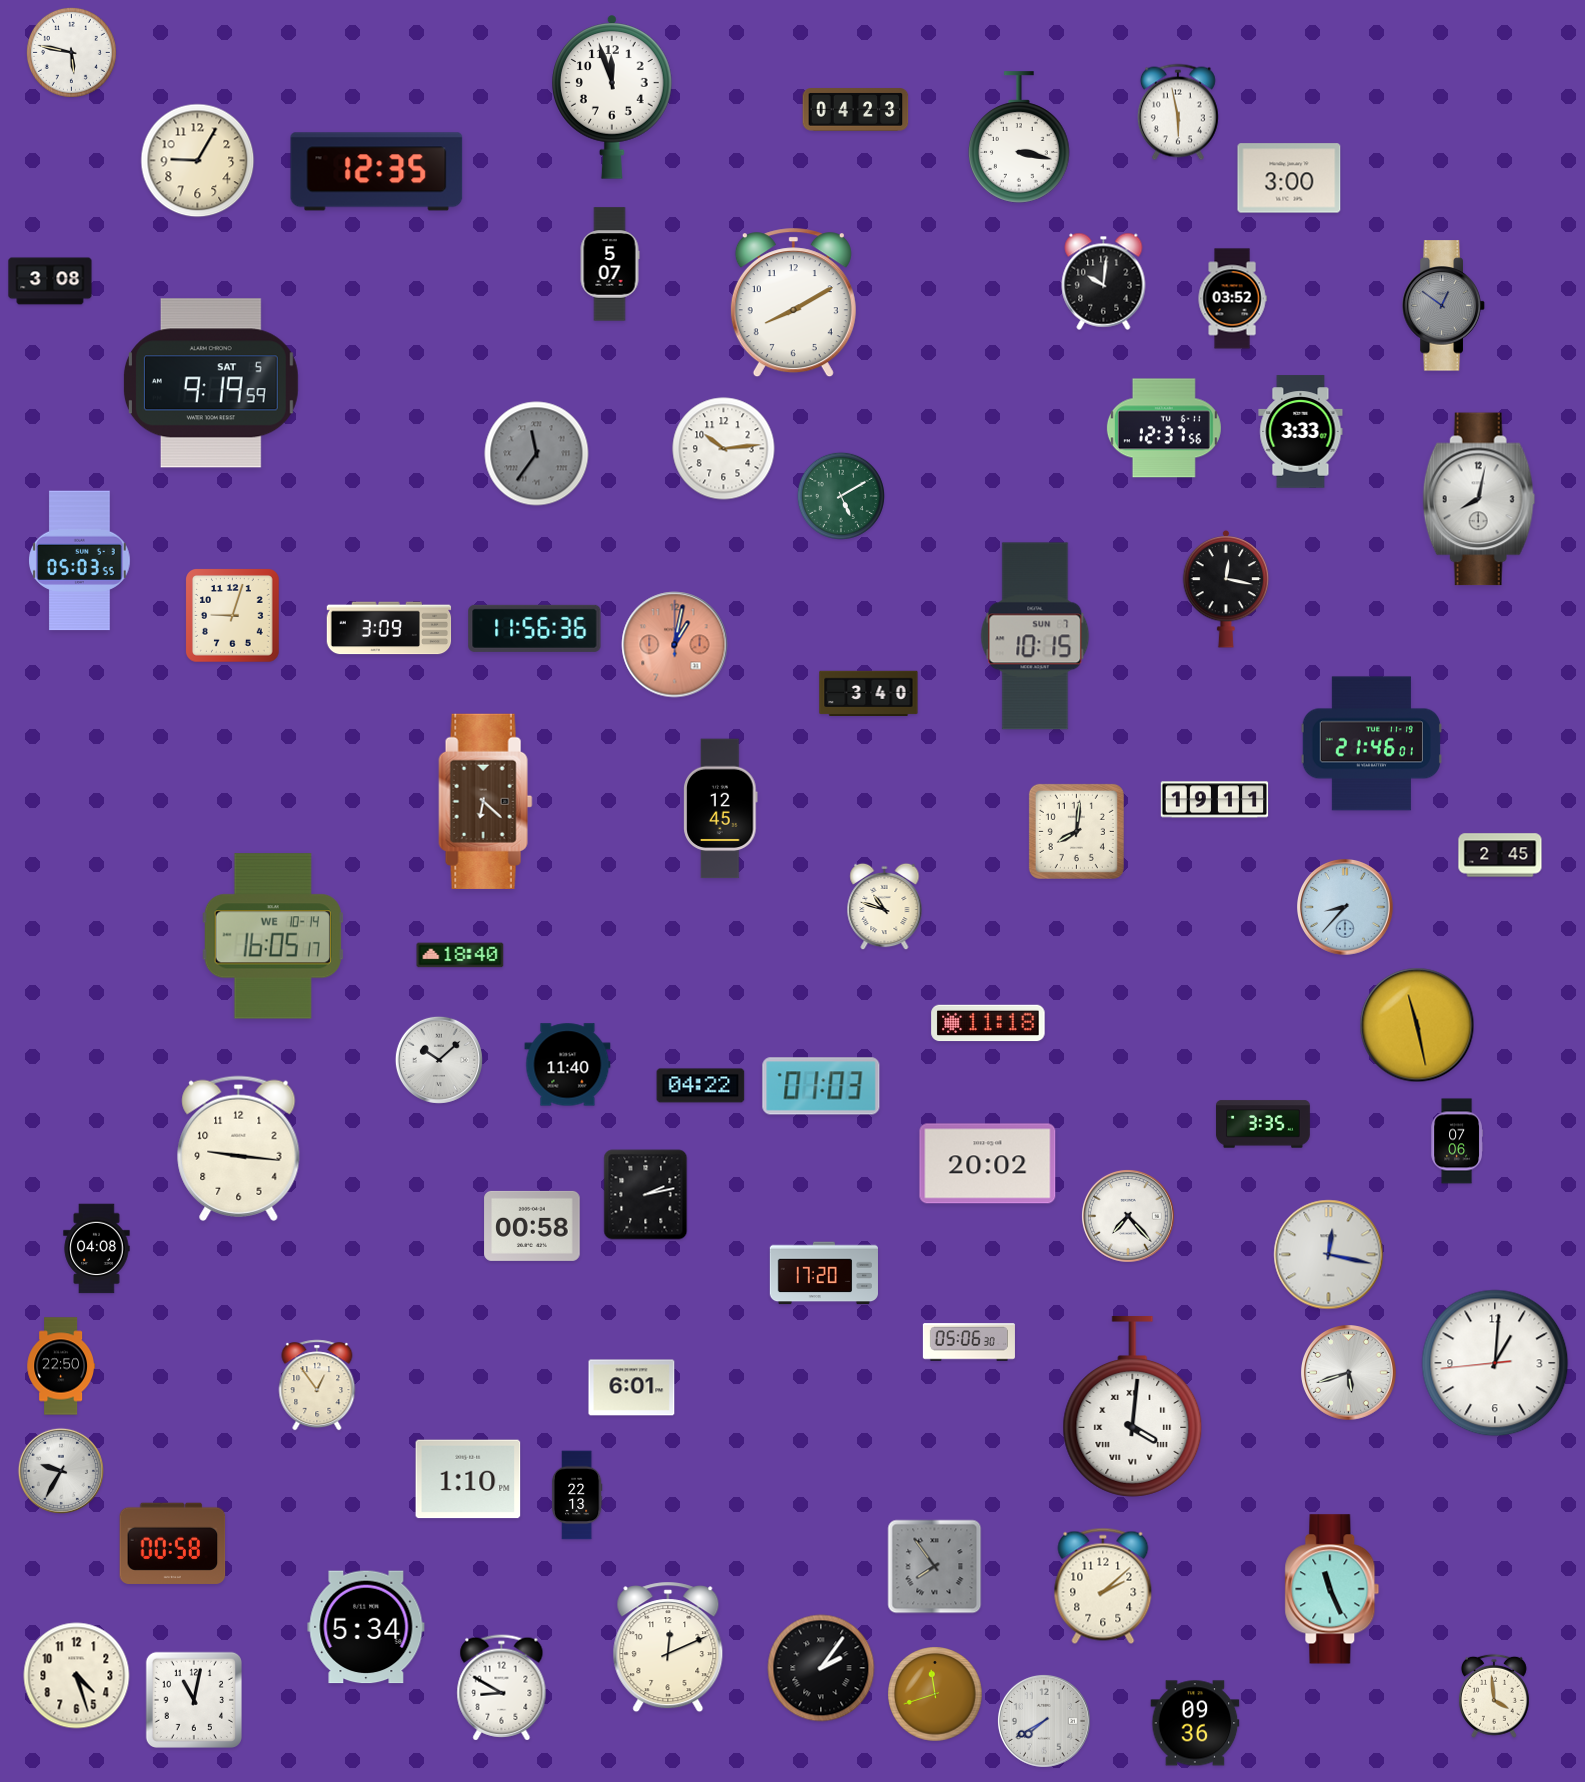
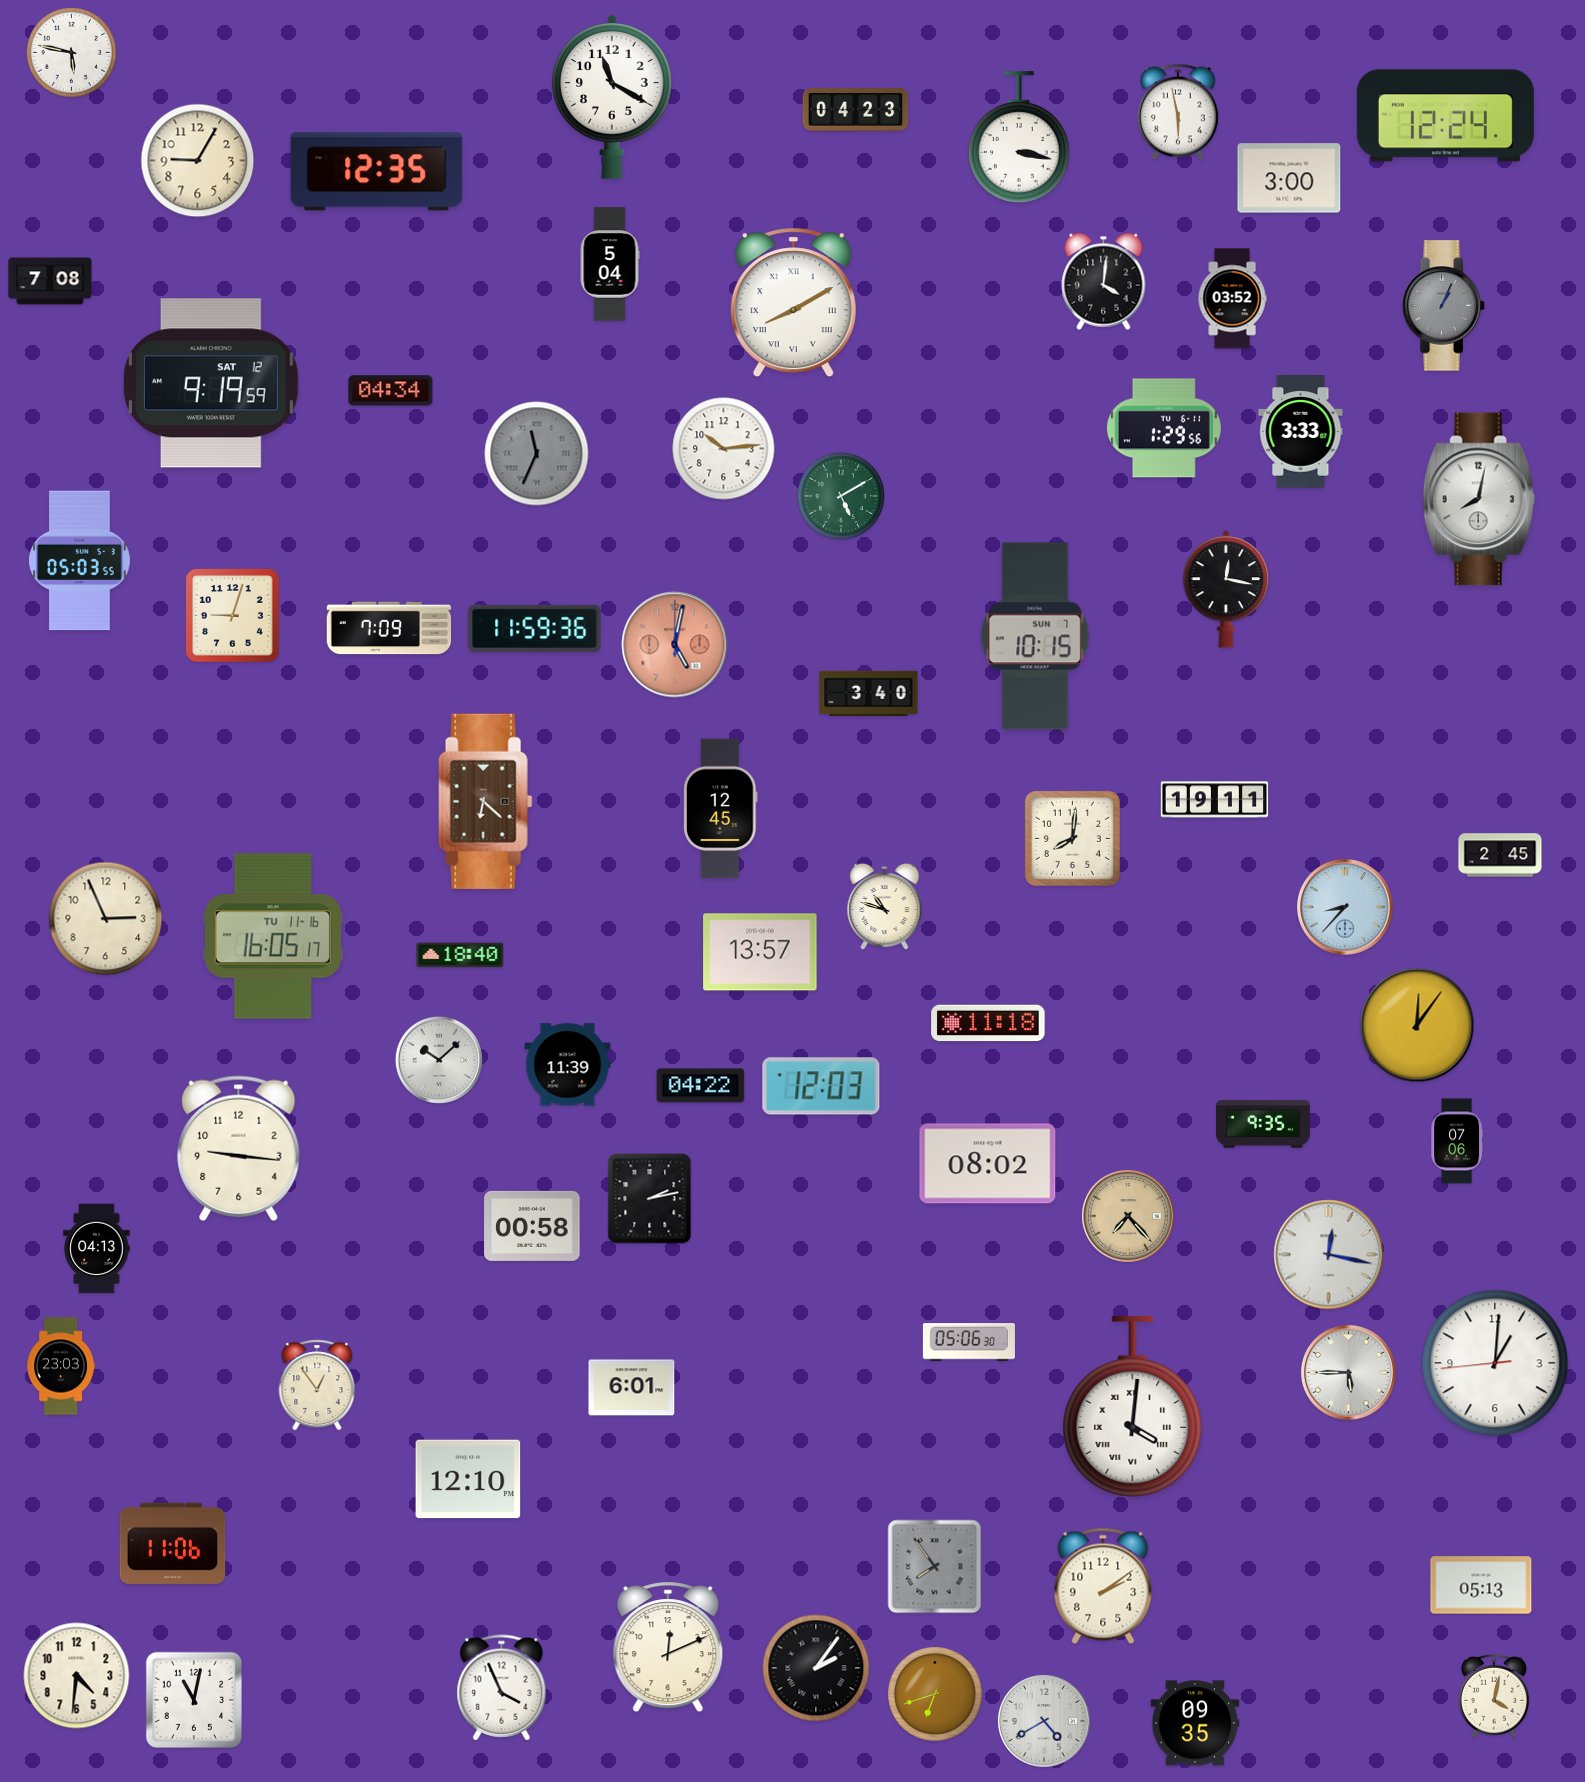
clock at (613, 97): 11:57 -> 11:20
clock at (1445, 116): none -> 12:24
clock at (610, 264): 5:07 -> 5:04
clock at (50, 281): 3:08 -> 7:08
clock at (1104, 281): 10:01 -> 4:01
clock at (793, 303) numerals: Arabic -> Roman
clock at (1444, 306): 12:51 -> 1:04
clock at (211, 383) date: SAT 5 -> SAT 12
clock at (391, 391): none -> 04:34
clock at (1164, 428): 12:37 -> 1:29
clock at (537, 454): 11:36 -> 11:34
clock at (389, 628): 3:09 -> 7:09
clock at (535, 628): 11:56 -> 11:59
clock at (675, 645): 1:02 -> 5:02
clock at (1371, 744): 21:46 -> none
clock at (1076, 831) position: (1076, 831) -> (1072, 838)
clock at (106, 919): none -> 2:56
clock at (273, 936) date: WE 10-14 -> TU 11-16
clock at (760, 952): none -> 13:57
clock at (1417, 1025): 11:28 -> 12:06
clock at (568, 1065): 11:40 -> 11:39
clock at (821, 1086): 01:03 -> 12:03
clock at (1263, 1124): 3:35 -> 9:35
clock at (988, 1164): 20:02 -> 08:02
clock at (646, 1195) position: (646, 1195) -> (650, 1199)
clock at (1128, 1216) dial: white -> champagne
clock at (97, 1249): 04:08 -> 04:13
clock at (824, 1273): 17:20 -> none
clock at (61, 1366): 22:50 -> 23:03
clock at (1349, 1373): 5:42 -> 5:45
clock at (61, 1471): 9:35 -> none
clock at (468, 1479): 1:10 -> 12:10
clock at (577, 1495): 22:13 -> none
clock at (173, 1543): 00:58 -> 11:06
clock at (1481, 1585): none -> 05:13
clock at (1103, 1586): 2:08 -> 2:09
clock at (1332, 1589): 11:26 -> none
clock at (366, 1627): 5:34 -> none
clock at (821, 1668) position: (821, 1668) -> (816, 1668)
clock at (77, 1676): 4:27 -> 4:31
clock at (502, 1688): 8:50 -> 3:56
clock at (935, 1694): 11:42 -> 6:42
clock at (1494, 1696): 3:59 -> 4:02
clock at (1044, 1721): 7:40 -> 4:40
clock at (1195, 1723): 09:36 -> 09:35
